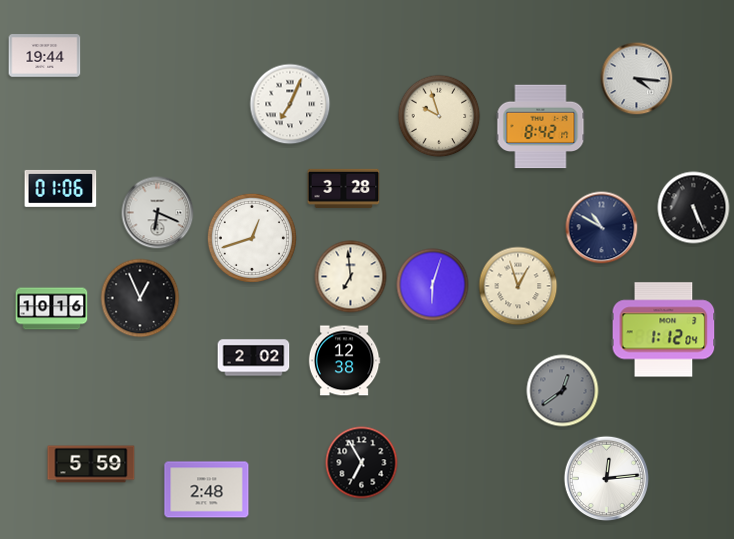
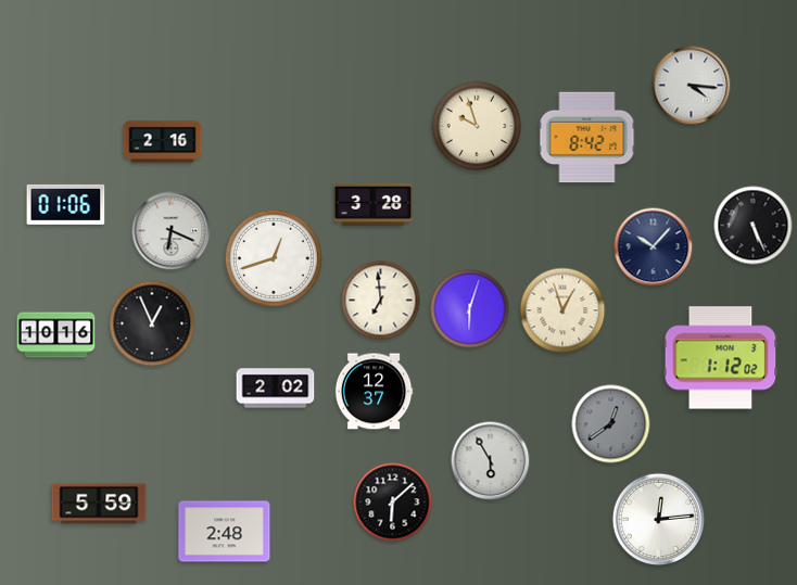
clock at (45, 56): 19:44 -> none
clock at (290, 104): 7:04 -> none
clock at (163, 142): none -> 2:16
clock at (602, 228): 10:50 -> 10:07
clock at (664, 330): 1:12:04 -> 1:12:02
clock at (344, 361): 12:38 -> 12:37
clock at (491, 461): none -> 5:55
clock at (362, 463): 6:55 -> 6:08
